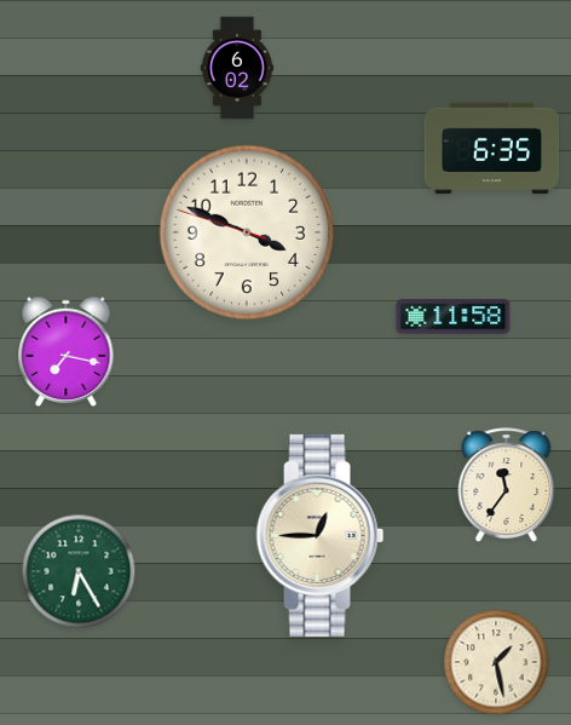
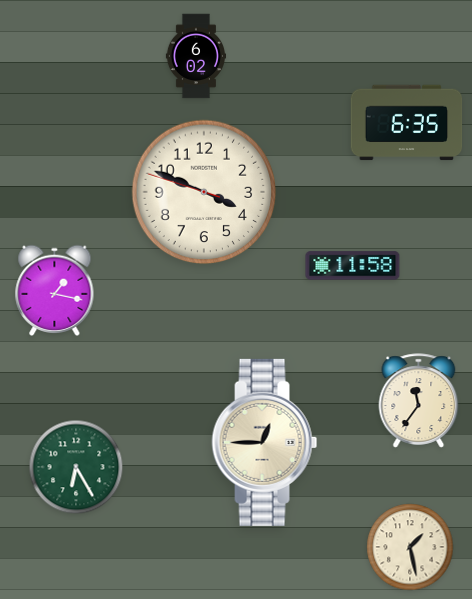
clock at (454, 317) position: (454, 317) -> (353, 266)
clock at (67, 351): 7:17 -> 1:17
clock at (79, 571) position: (79, 571) -> (76, 467)
